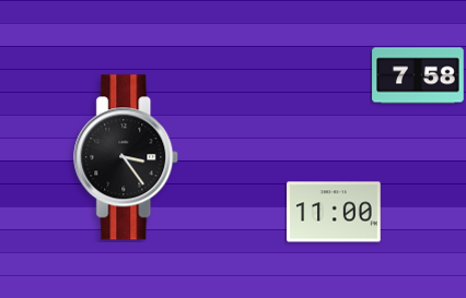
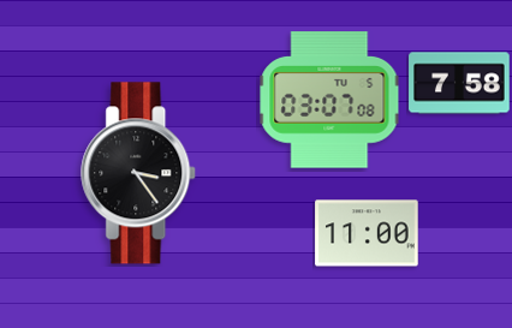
clock at (329, 100): none -> 03:07
